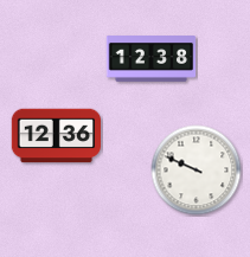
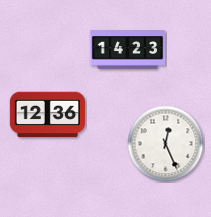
clock at (152, 59): 12:38 -> 14:23
clock at (197, 171): 9:49 -> 12:26
